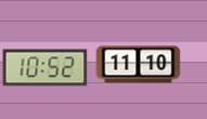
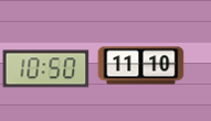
clock at (44, 68): 10:52 -> 10:50
